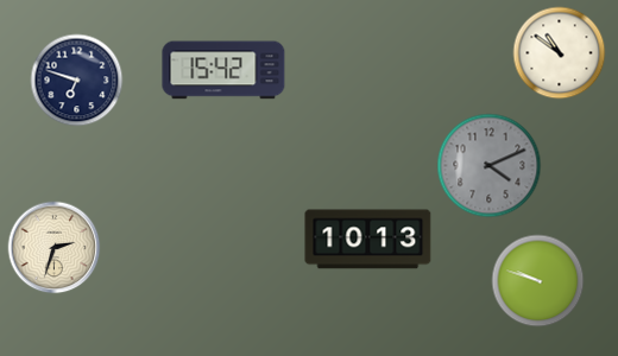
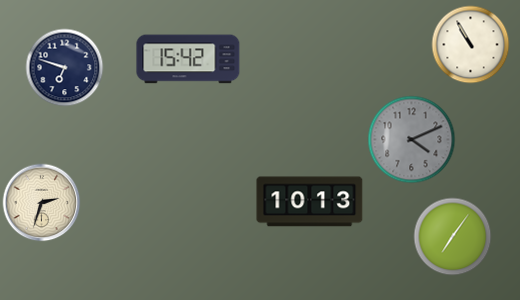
clock at (559, 52): 10:51 -> 10:55
clock at (53, 247) position: (53, 247) -> (41, 202)
clock at (537, 280): 9:48 -> 7:06
